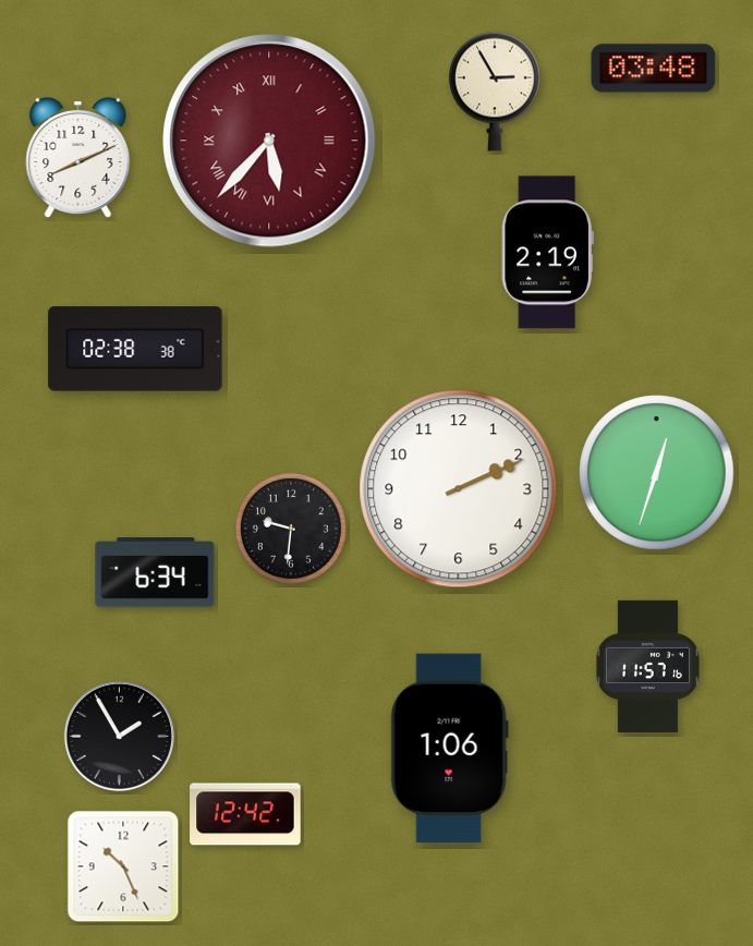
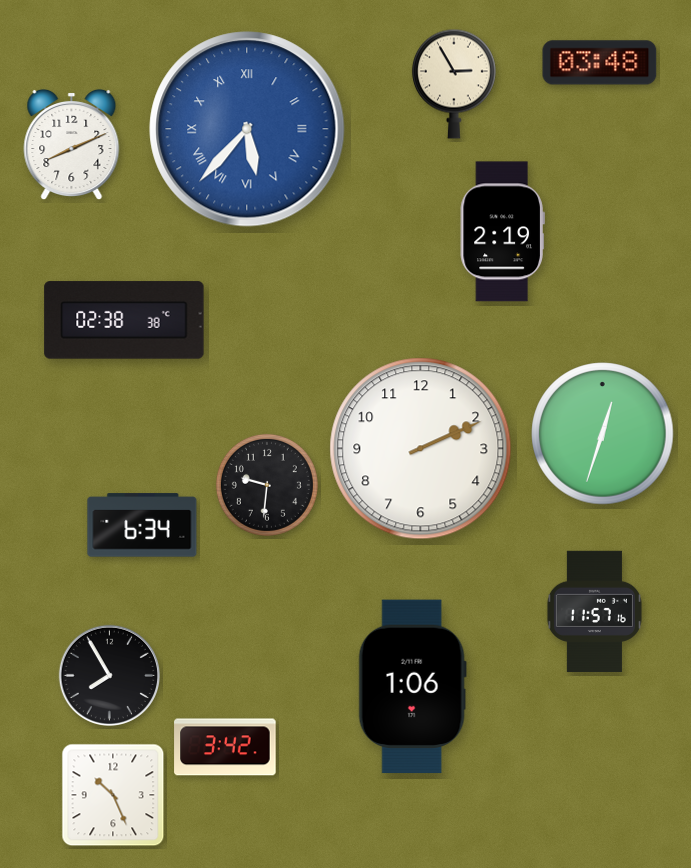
clock at (269, 141) dial: burgundy -> blue
clock at (119, 736): 1:55 -> 7:55
clock at (245, 814): 12:42 -> 3:42
